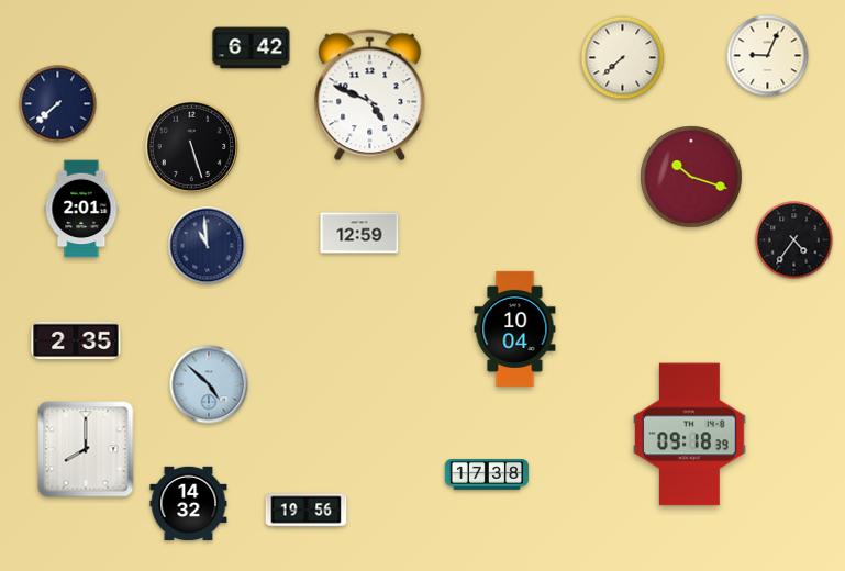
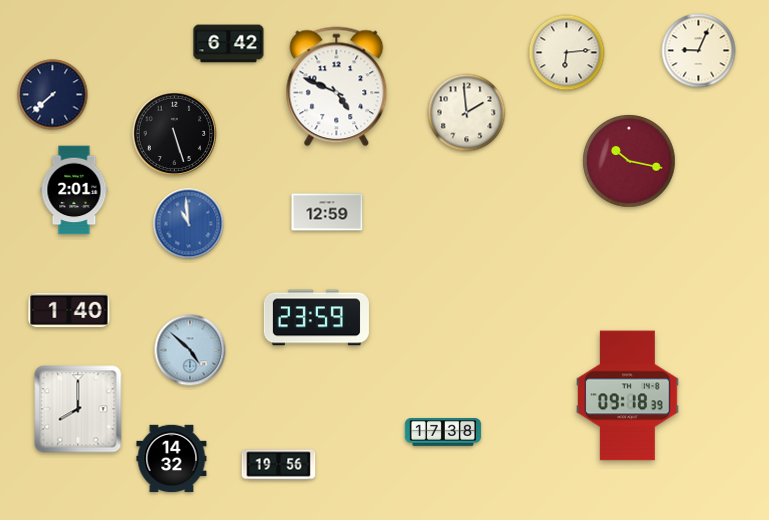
clock at (623, 58): 7:38 -> 6:14
clock at (467, 113): none -> 1:59
clock at (691, 177): 10:18 -> 10:17
clock at (794, 240): 4:36 -> none
clock at (208, 246) dial: navy -> blue
clock at (515, 328): 10:04 -> none
clock at (76, 340): 2:35 -> 1:40
clock at (316, 318): none -> 23:59
